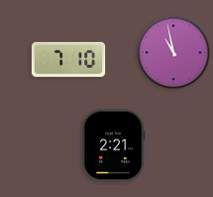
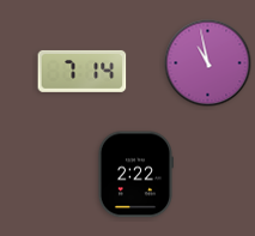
clock at (69, 59): 7:10 -> 7:14
clock at (113, 146): 2:21 -> 2:22
